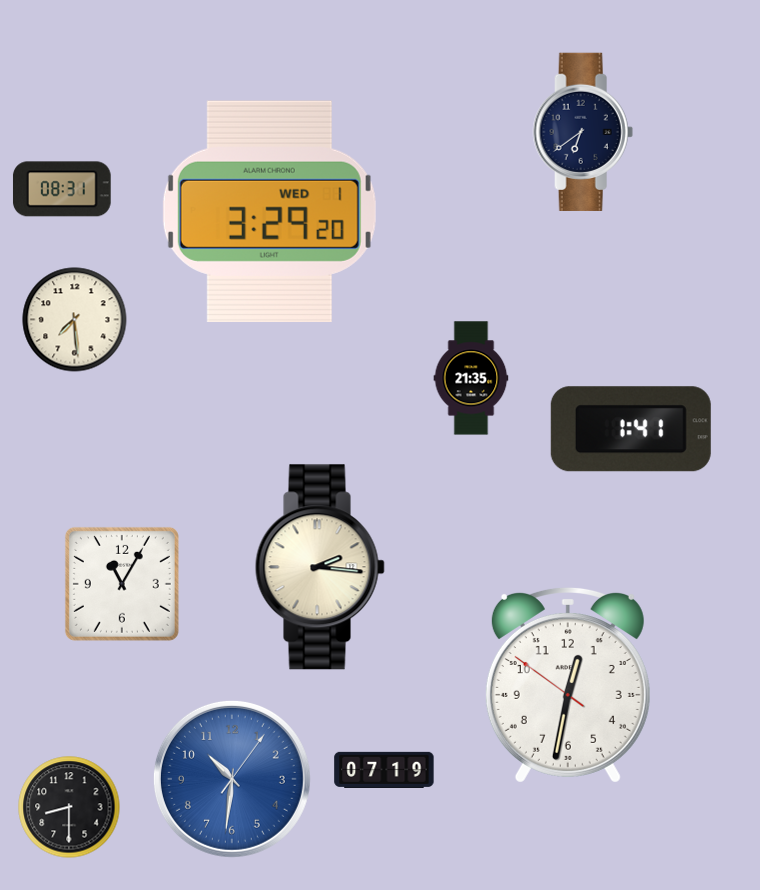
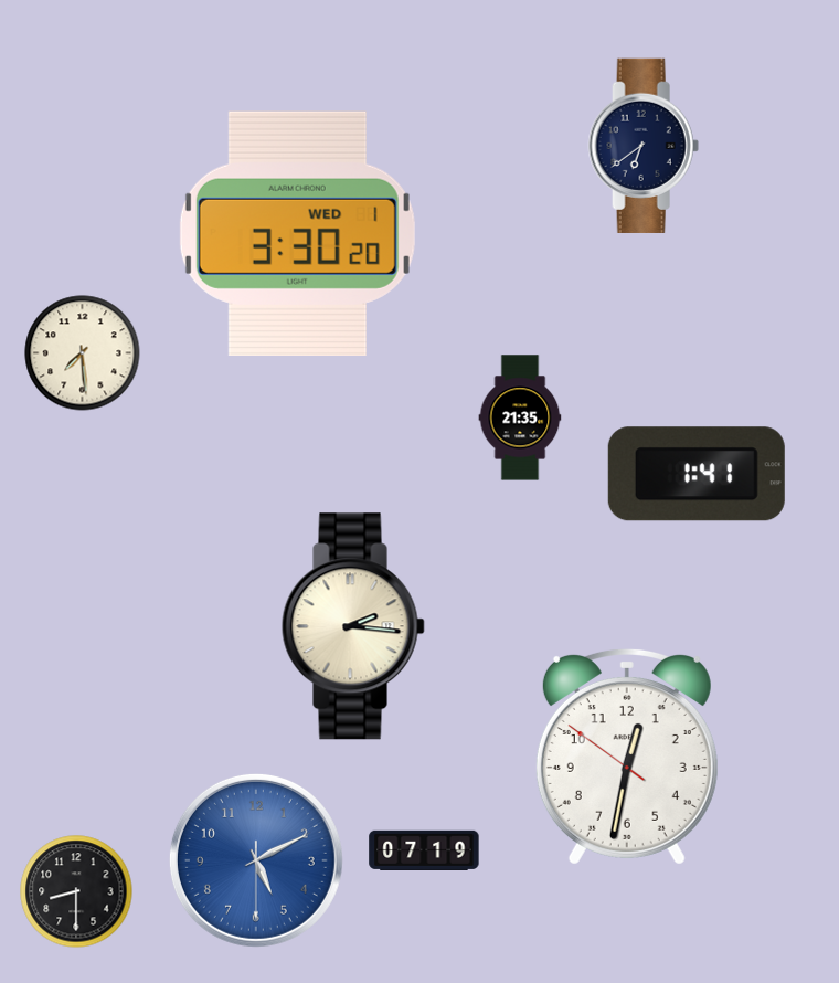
clock at (62, 189): 08:31 -> none
clock at (269, 211): 3:29 -> 3:30
clock at (122, 584): 11:05 -> none
clock at (232, 779): 10:31 -> 5:10
